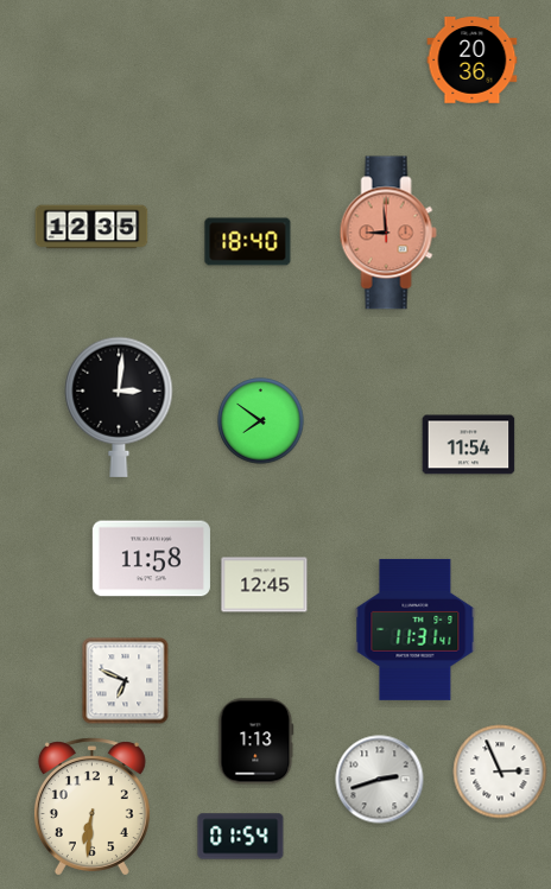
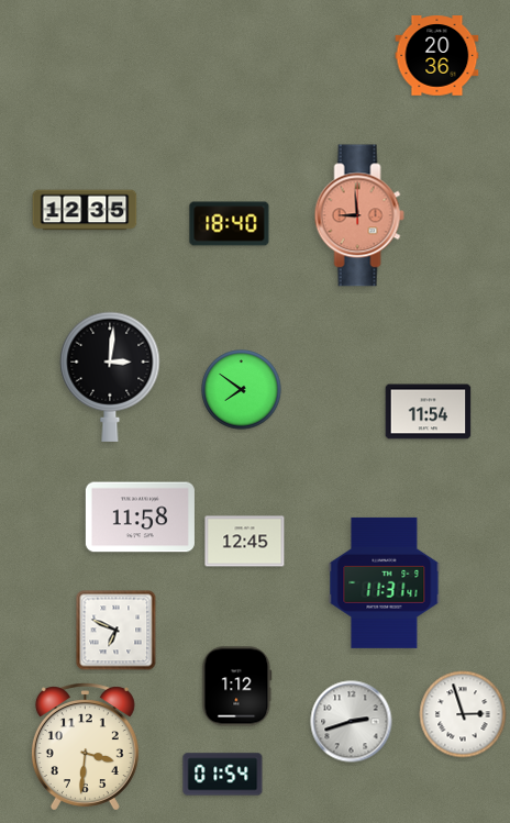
clock at (469, 445) position: (469, 445) -> (429, 412)
clock at (256, 742): 1:13 -> 1:12
clock at (500, 771): 2:56 -> 2:57
clock at (91, 807): 6:31 -> 3:31
